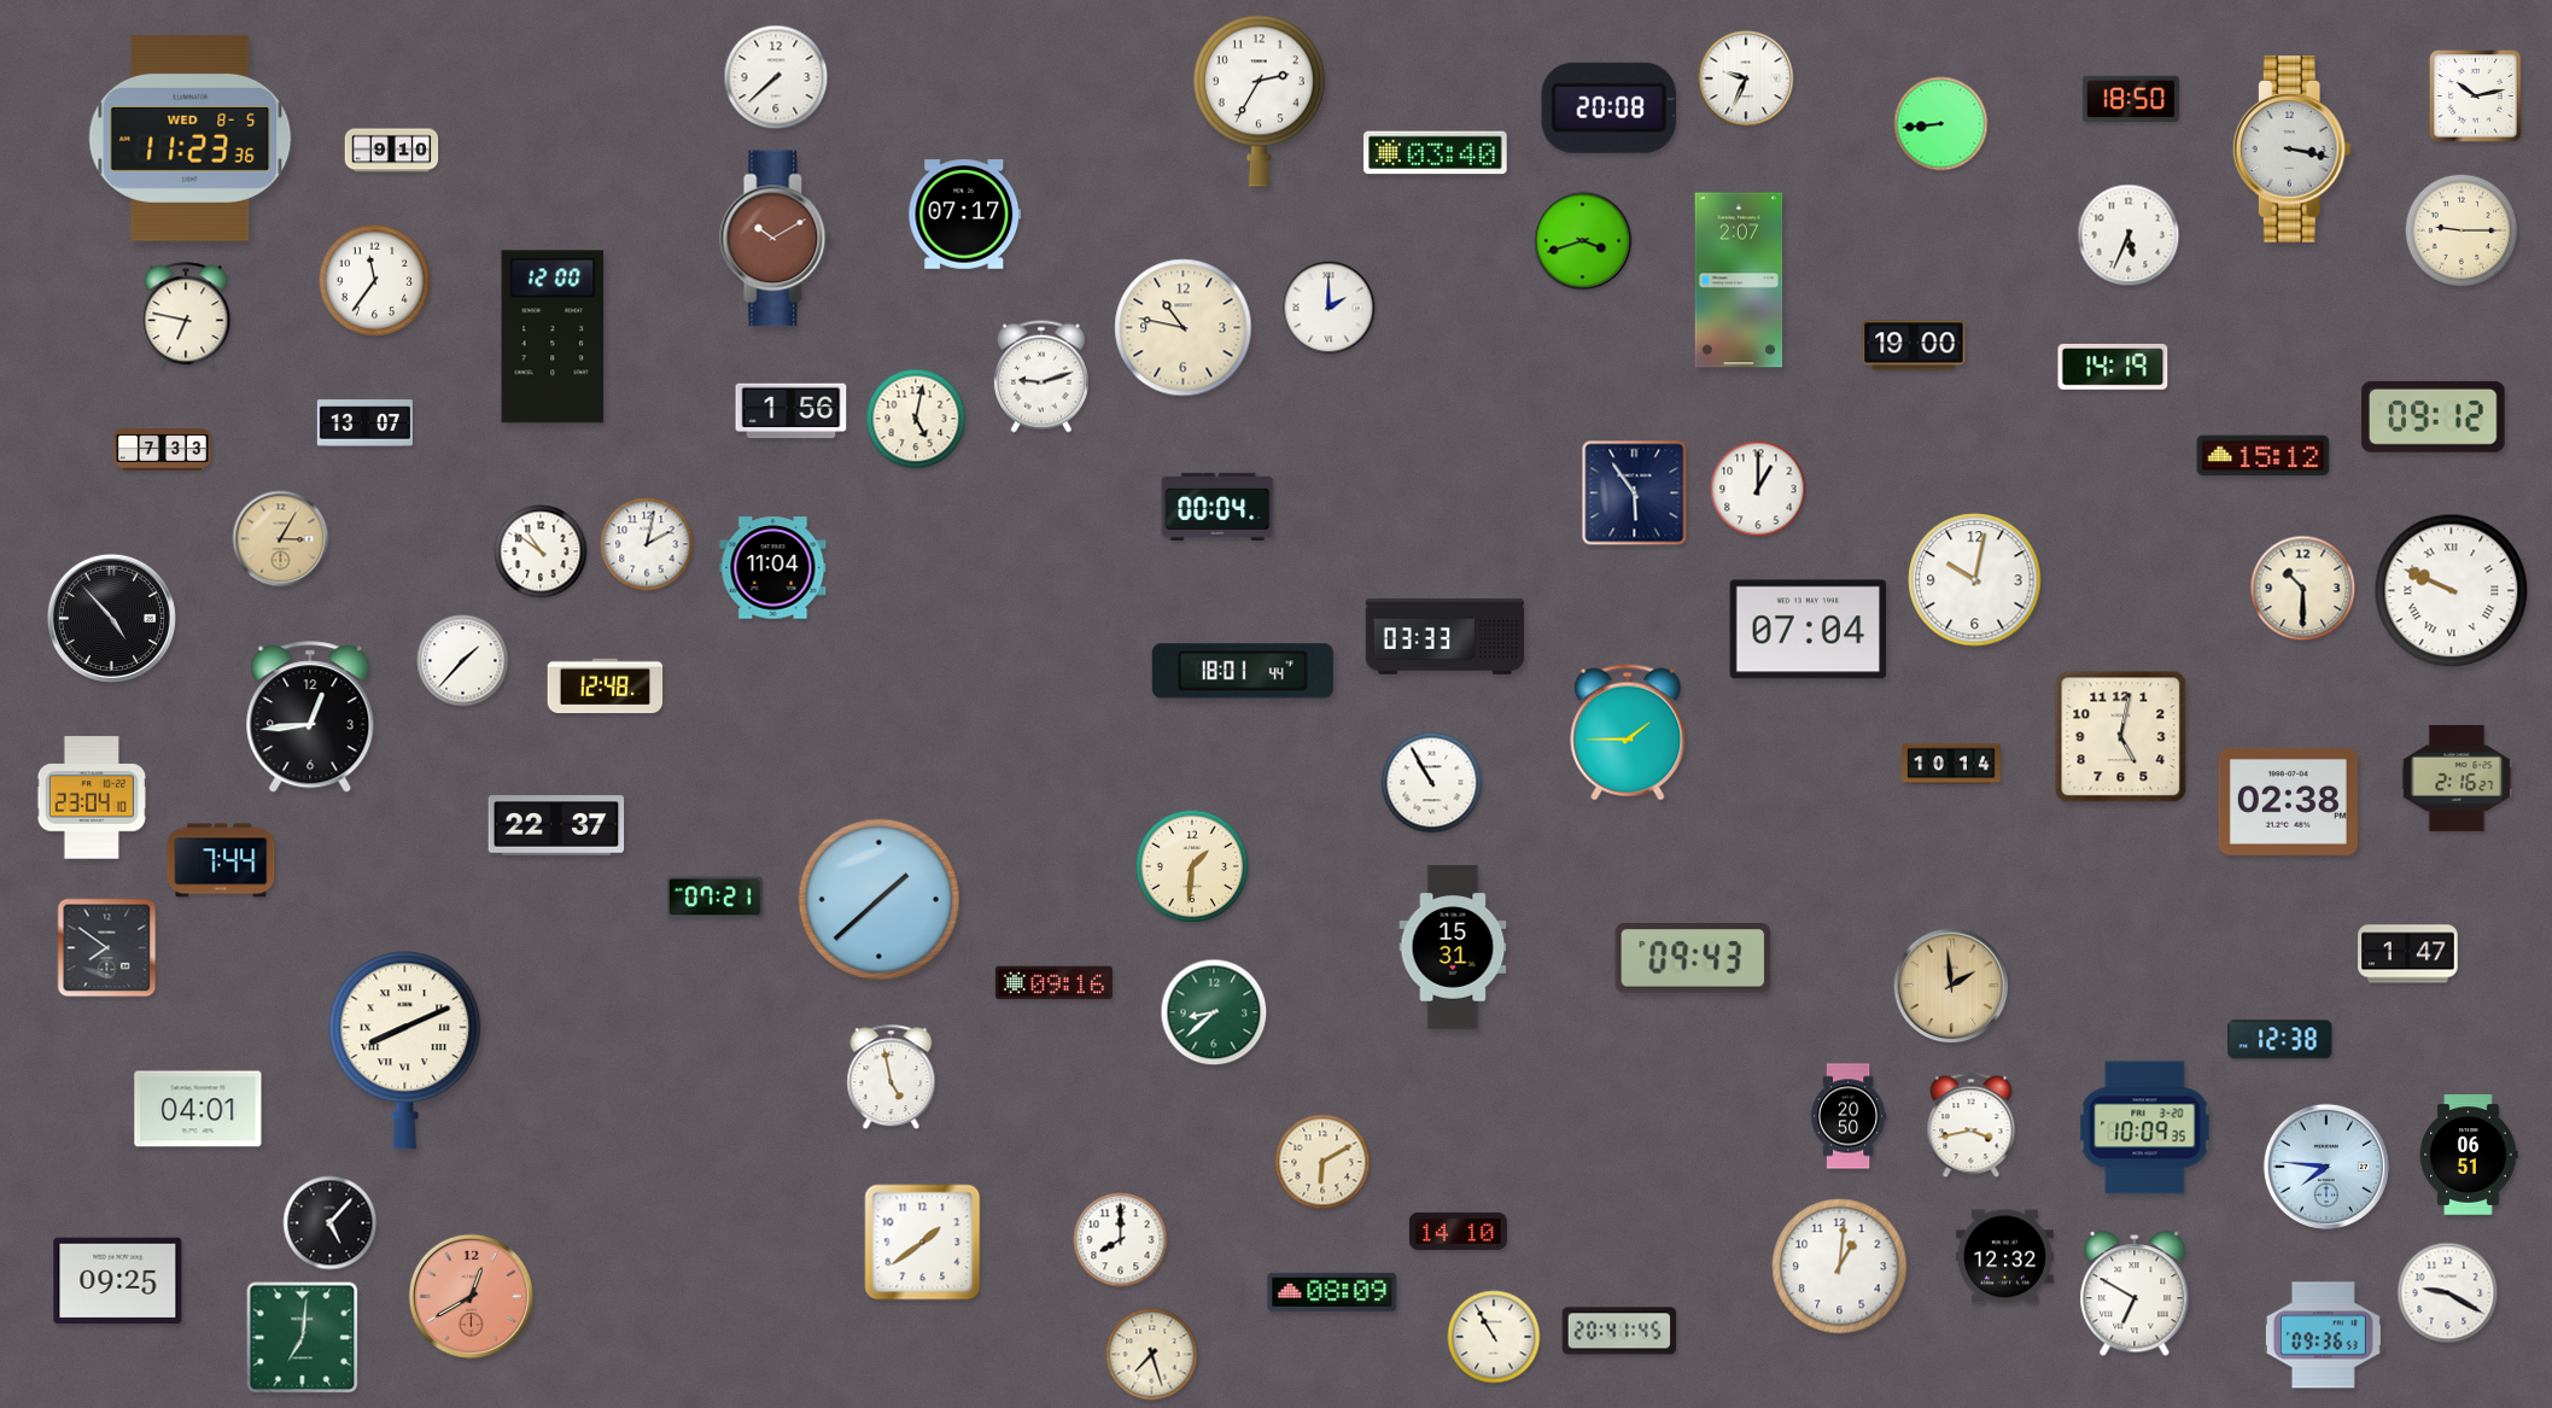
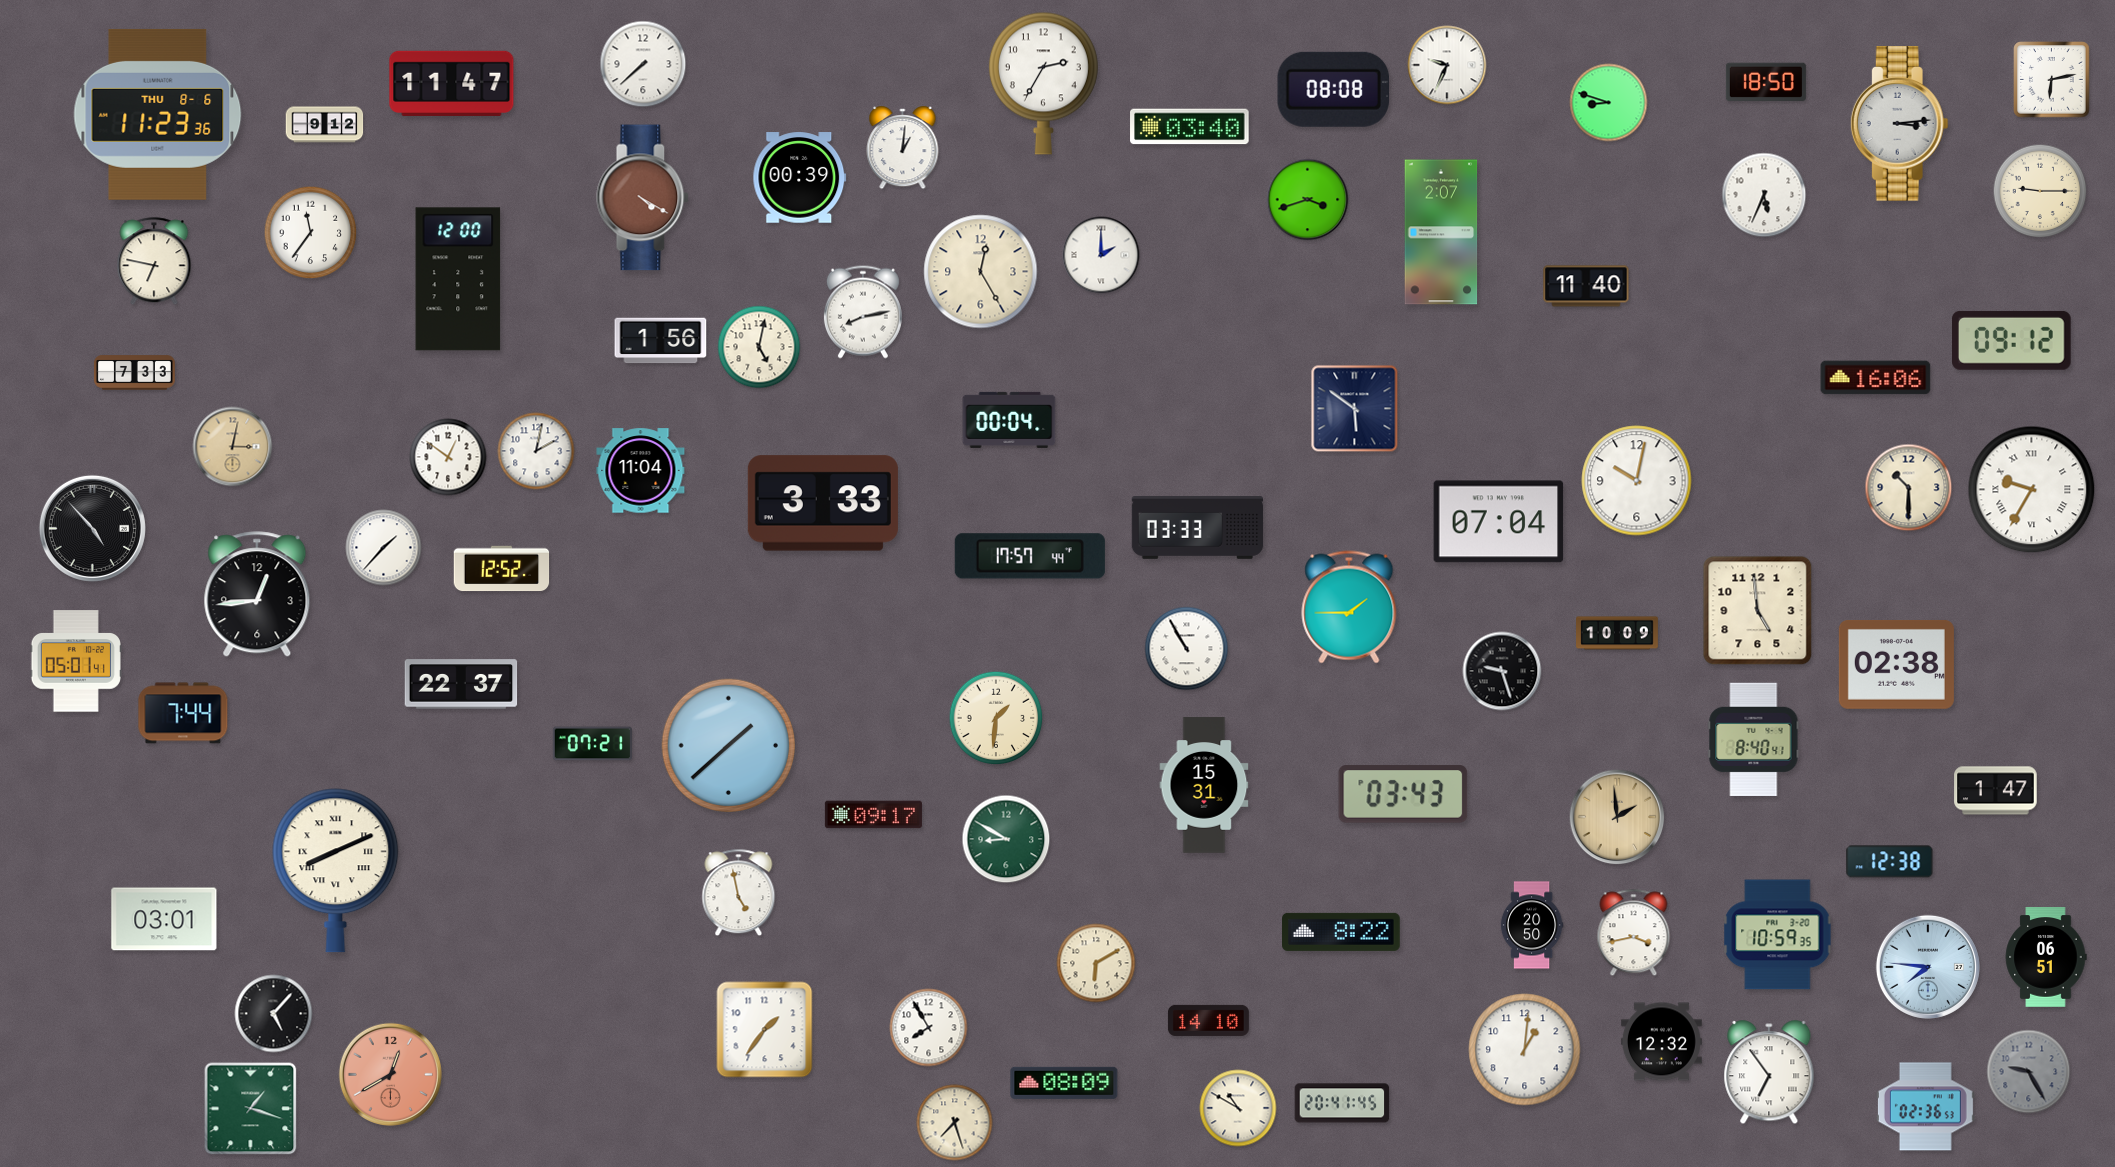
clock at (2476, 97): 10:13 -> 6:13
clock at (452, 83): none -> 11:47
clock at (1608, 107): 20:08 -> 08:08
clock at (1941, 124): 8:44 -> 8:48
clock at (191, 138) date: WED 8-5 -> THU 8-6
clock at (2291, 150): 3:17 -> 3:14
clock at (392, 151): 9:10 -> 9:12
clock at (903, 149): none -> 1:01
clock at (965, 215): 07:17 -> 00:39
clock at (776, 239): 10:10 -> 4:20
clock at (1583, 241) position: (1583, 241) -> (1308, 200)
clock at (1184, 328): 10:47 -> 12:25
clock at (1914, 345): 19:00 -> 11:40
clock at (2113, 367): 14:19 -> none
clock at (1041, 376): 9:12 -> 8:13
clock at (792, 411) position: (792, 411) -> (661, 341)
clock at (2434, 416) position: (2434, 416) -> (2012, 340)
clock at (364, 423): 13:07 -> none
clock at (2264, 456): 15:12 -> 16:06
clock at (1758, 489): 1:00 -> none
clock at (1635, 493): 5:54 -> 5:51
clock at (281, 539): 3:05 -> 3:02
clock at (541, 551): 10:51 -> 12:51
clock at (2452, 591): 9:49 -> 9:35
clock at (823, 503): none -> 3:33
clock at (111, 618) position: (111, 618) -> (92, 528)
clock at (1243, 671): 18:01 -> 17:57
clock at (606, 687): 12:48 -> 12:52
clock at (2121, 737): 5:02 -> 4:59
clock at (1951, 764): 10:14 -> 10:09
clock at (2457, 778): 2:16 -> none
clock at (92, 798): 23:04 -> 05:01
clock at (1502, 671): none -> 9:27
clock at (1192, 866) position: (1192, 866) -> (996, 718)
clock at (1754, 739): none -> 8:40
clock at (107, 948): 7:51 -> none
clock at (1693, 958): 09:43 -> 03:43
clock at (1053, 983): 09:16 -> 09:17
clock at (1214, 1012): 8:38 -> 8:50
clock at (198, 1109): 04:01 -> 03:01
clock at (1342, 932): none -> 8:22
clock at (2145, 1128): 10:09 -> 10:59
clock at (1121, 1240): 8:00 -> 7:55
clock at (923, 1243): 1:39 -> 1:36
clock at (118, 1281): 09:25 -> none
clock at (1332, 1292) position: (1332, 1292) -> (1064, 1083)
clock at (2448, 1293): 9:20 -> 9:25
clock at (2448, 1293) dial: white -> grey
clock at (2135, 1295): 6:50 -> 6:54
clock at (2323, 1336): 09:36 -> 02:36
clock at (1494, 1337): 10:55 -> 10:50
clock at (303, 1338): 7:01 -> 1:18
